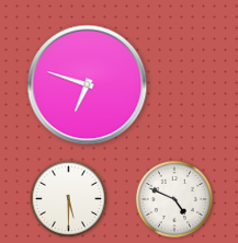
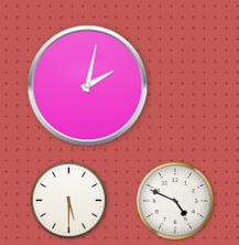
clock at (88, 85): 6:48 -> 2:02
